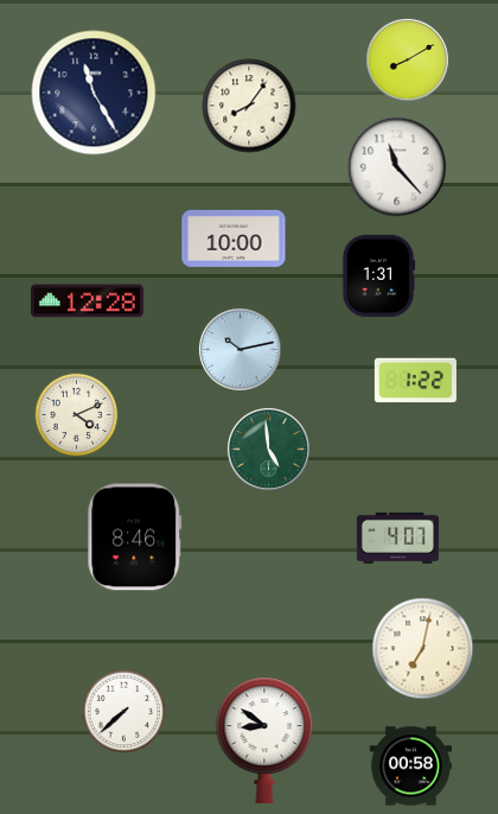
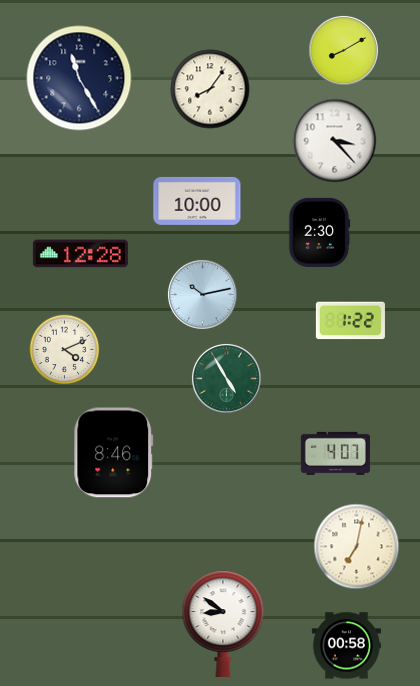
clock at (397, 167): 11:23 -> 3:23
clock at (378, 275): 1:31 -> 2:30
clock at (87, 301) position: (87, 301) -> (80, 254)
clock at (268, 449): 4:59 -> 4:55
clock at (124, 712): 7:38 -> none
